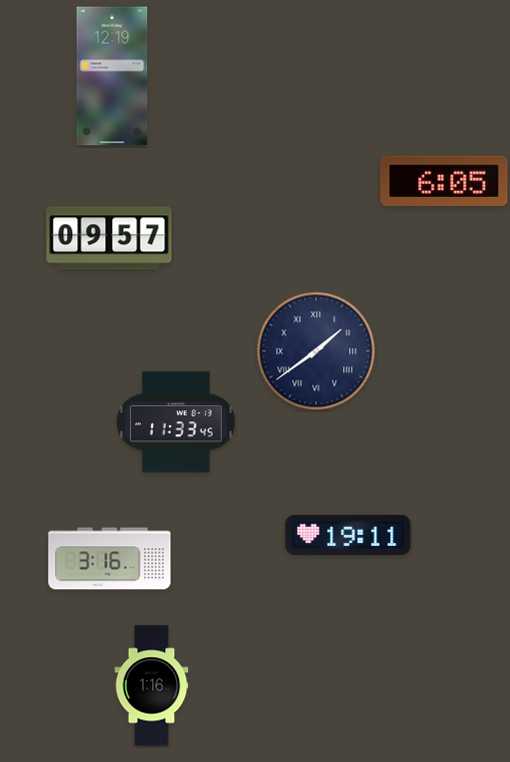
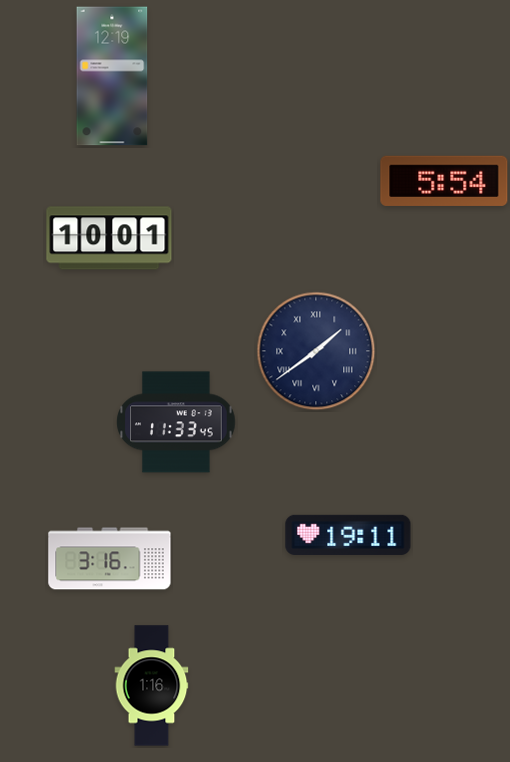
clock at (444, 181): 6:05 -> 5:54
clock at (109, 238): 09:57 -> 10:01
